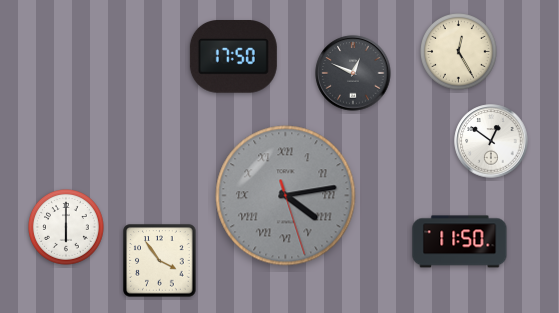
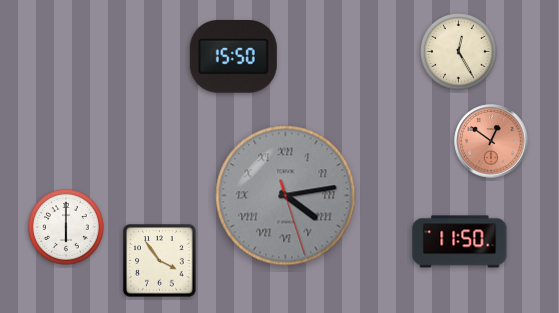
clock at (233, 57): 17:50 -> 15:50
clock at (353, 73): 12:49 -> none
clock at (491, 141) dial: white -> salmon
